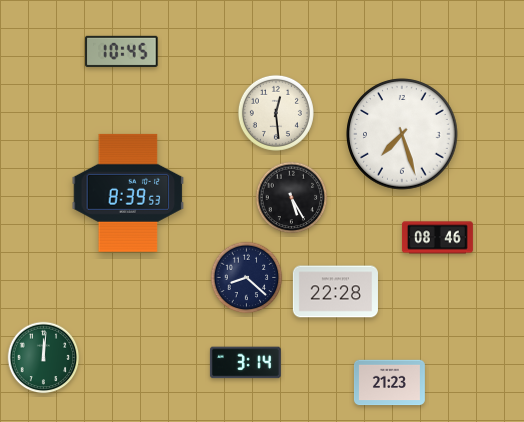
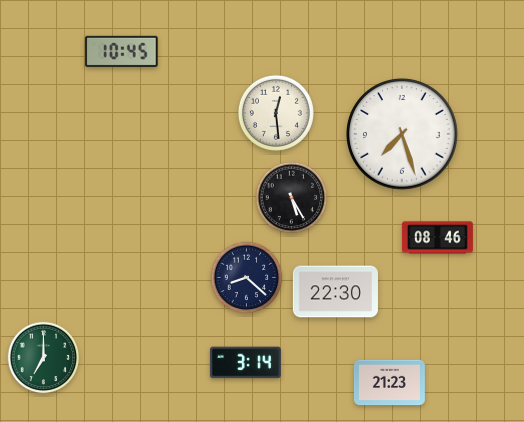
clock at (128, 193): 8:39 -> none
clock at (335, 292): 22:28 -> 22:30
clock at (44, 358): 12:01 -> 7:00
